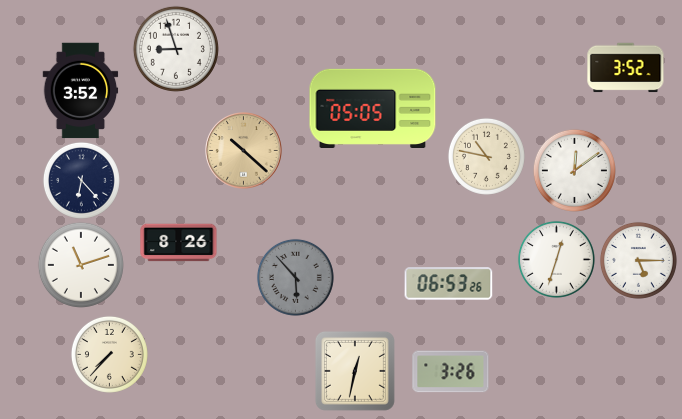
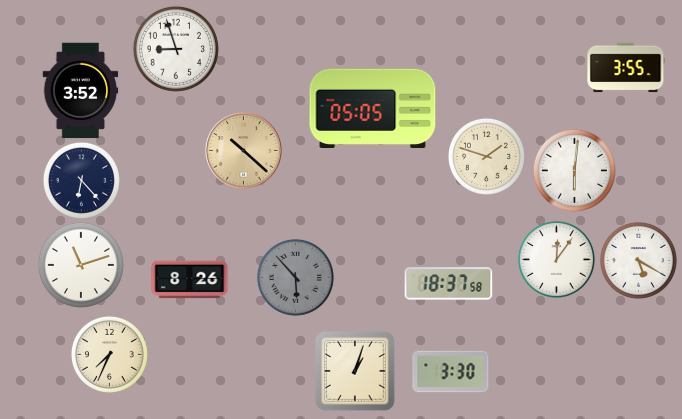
clock at (626, 68): 3:52 -> 3:55
clock at (486, 156): 10:47 -> 1:48
clock at (574, 170): 12:09 -> 6:01
clock at (179, 243) position: (179, 243) -> (190, 280)
clock at (556, 259): 12:33 -> 12:06
clock at (638, 260): 5:15 -> 5:20
clock at (449, 284): 06:53 -> 18:37
clock at (109, 354): 7:37 -> 7:34
clock at (355, 371): 12:32 -> 1:03
clock at (451, 372): 3:26 -> 3:30
